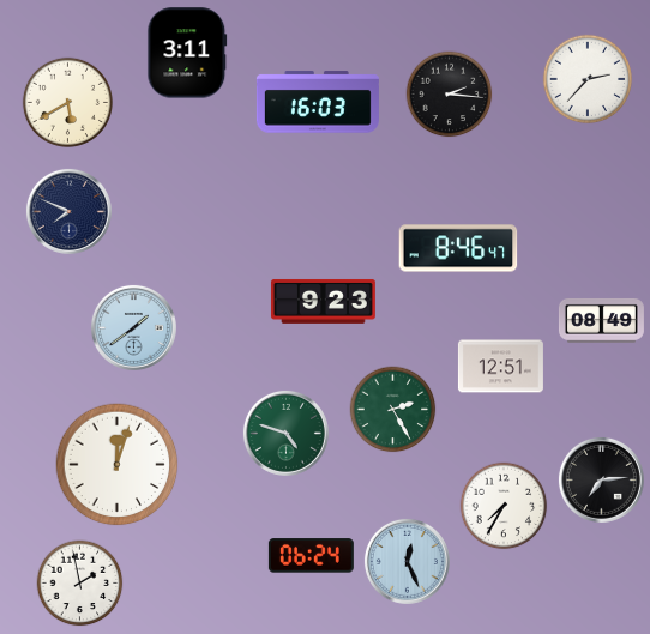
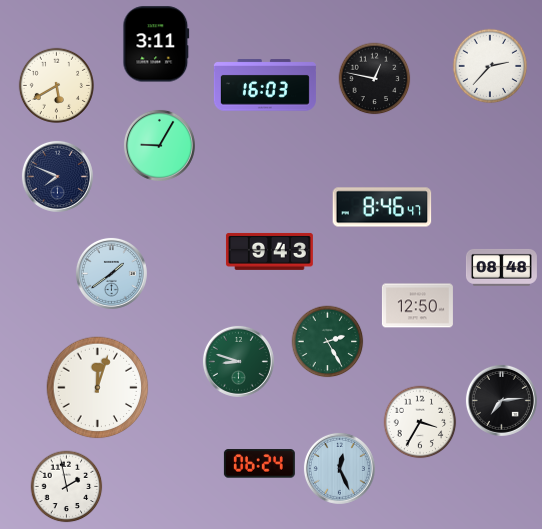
clock at (450, 95): 2:16 -> 12:47
clock at (159, 145): none -> 9:05
clock at (323, 301): 9:23 -> 9:43
clock at (601, 320): 08:49 -> 08:48
clock at (500, 367): 12:51 -> 12:50
clock at (285, 433): 4:48 -> 8:48
clock at (504, 506): 7:35 -> 3:35
